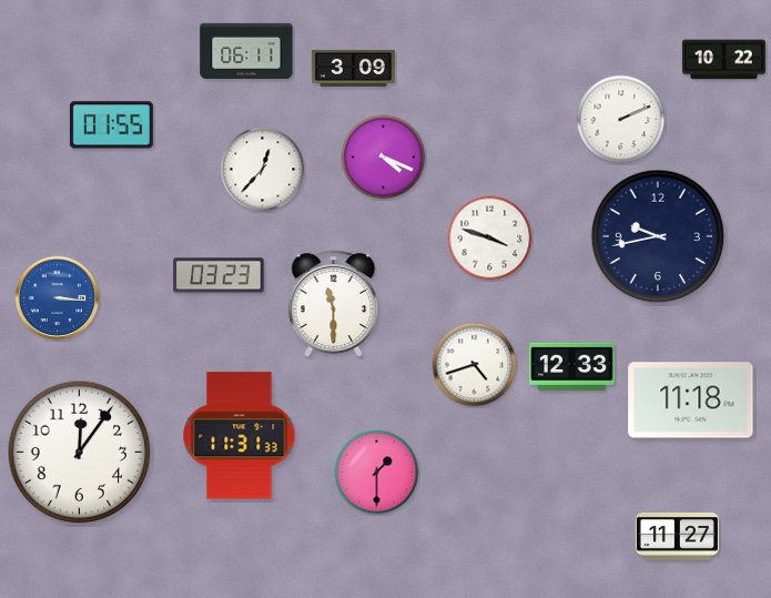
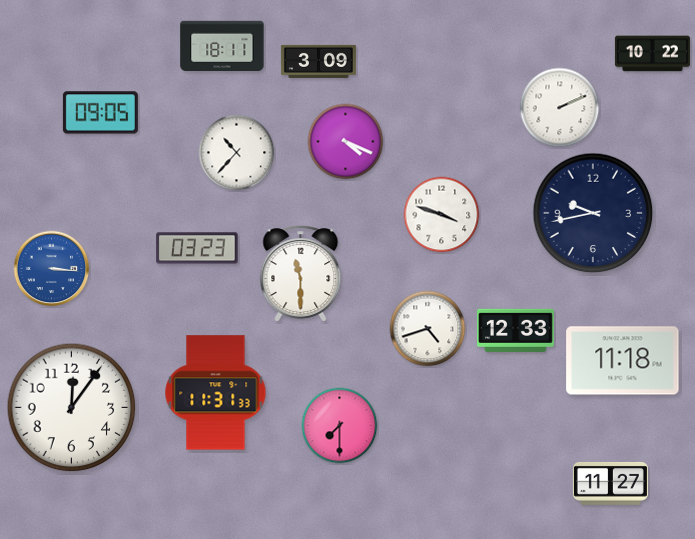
clock at (246, 50): 06:11 -> 18:11
clock at (111, 125): 01:55 -> 09:05
clock at (263, 170): 12:37 -> 10:37
clock at (377, 473): 1:30 -> 7:30
